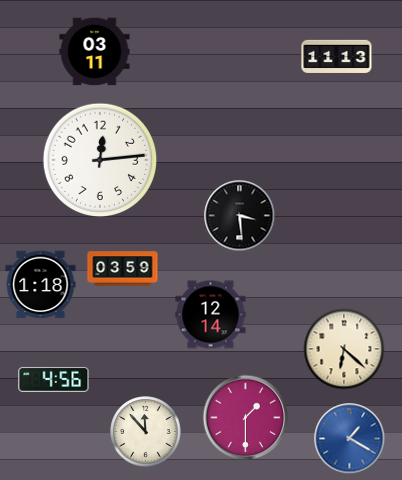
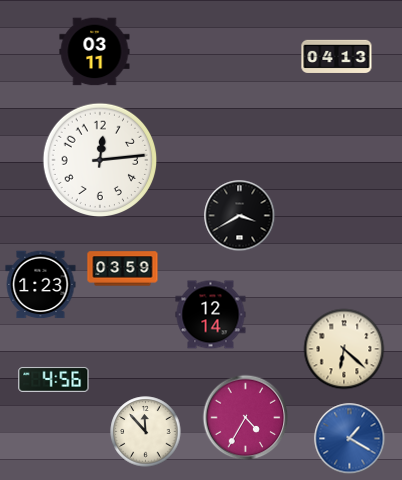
clock at (337, 56): 11:13 -> 04:13
clock at (240, 216): 3:29 -> 3:40
clock at (41, 285): 1:18 -> 1:23
clock at (246, 418): 1:30 -> 4:35
